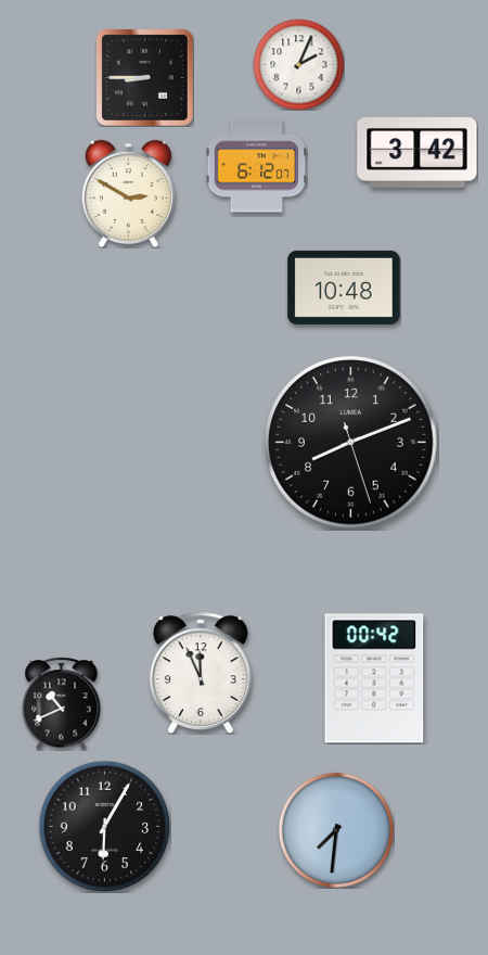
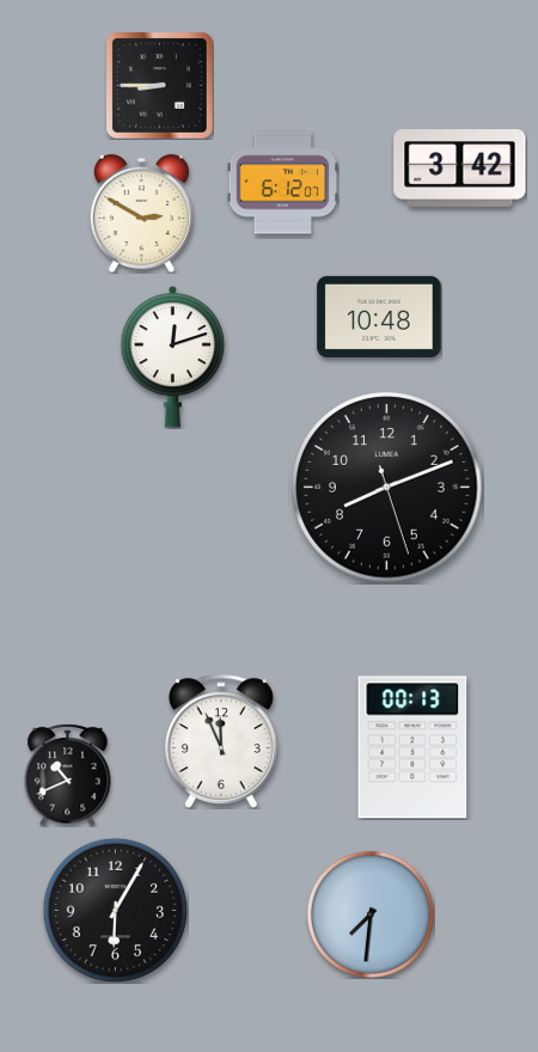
clock at (298, 64): 2:04 -> none
clock at (173, 356): none -> 12:12
clock at (374, 678): 00:42 -> 00:13
